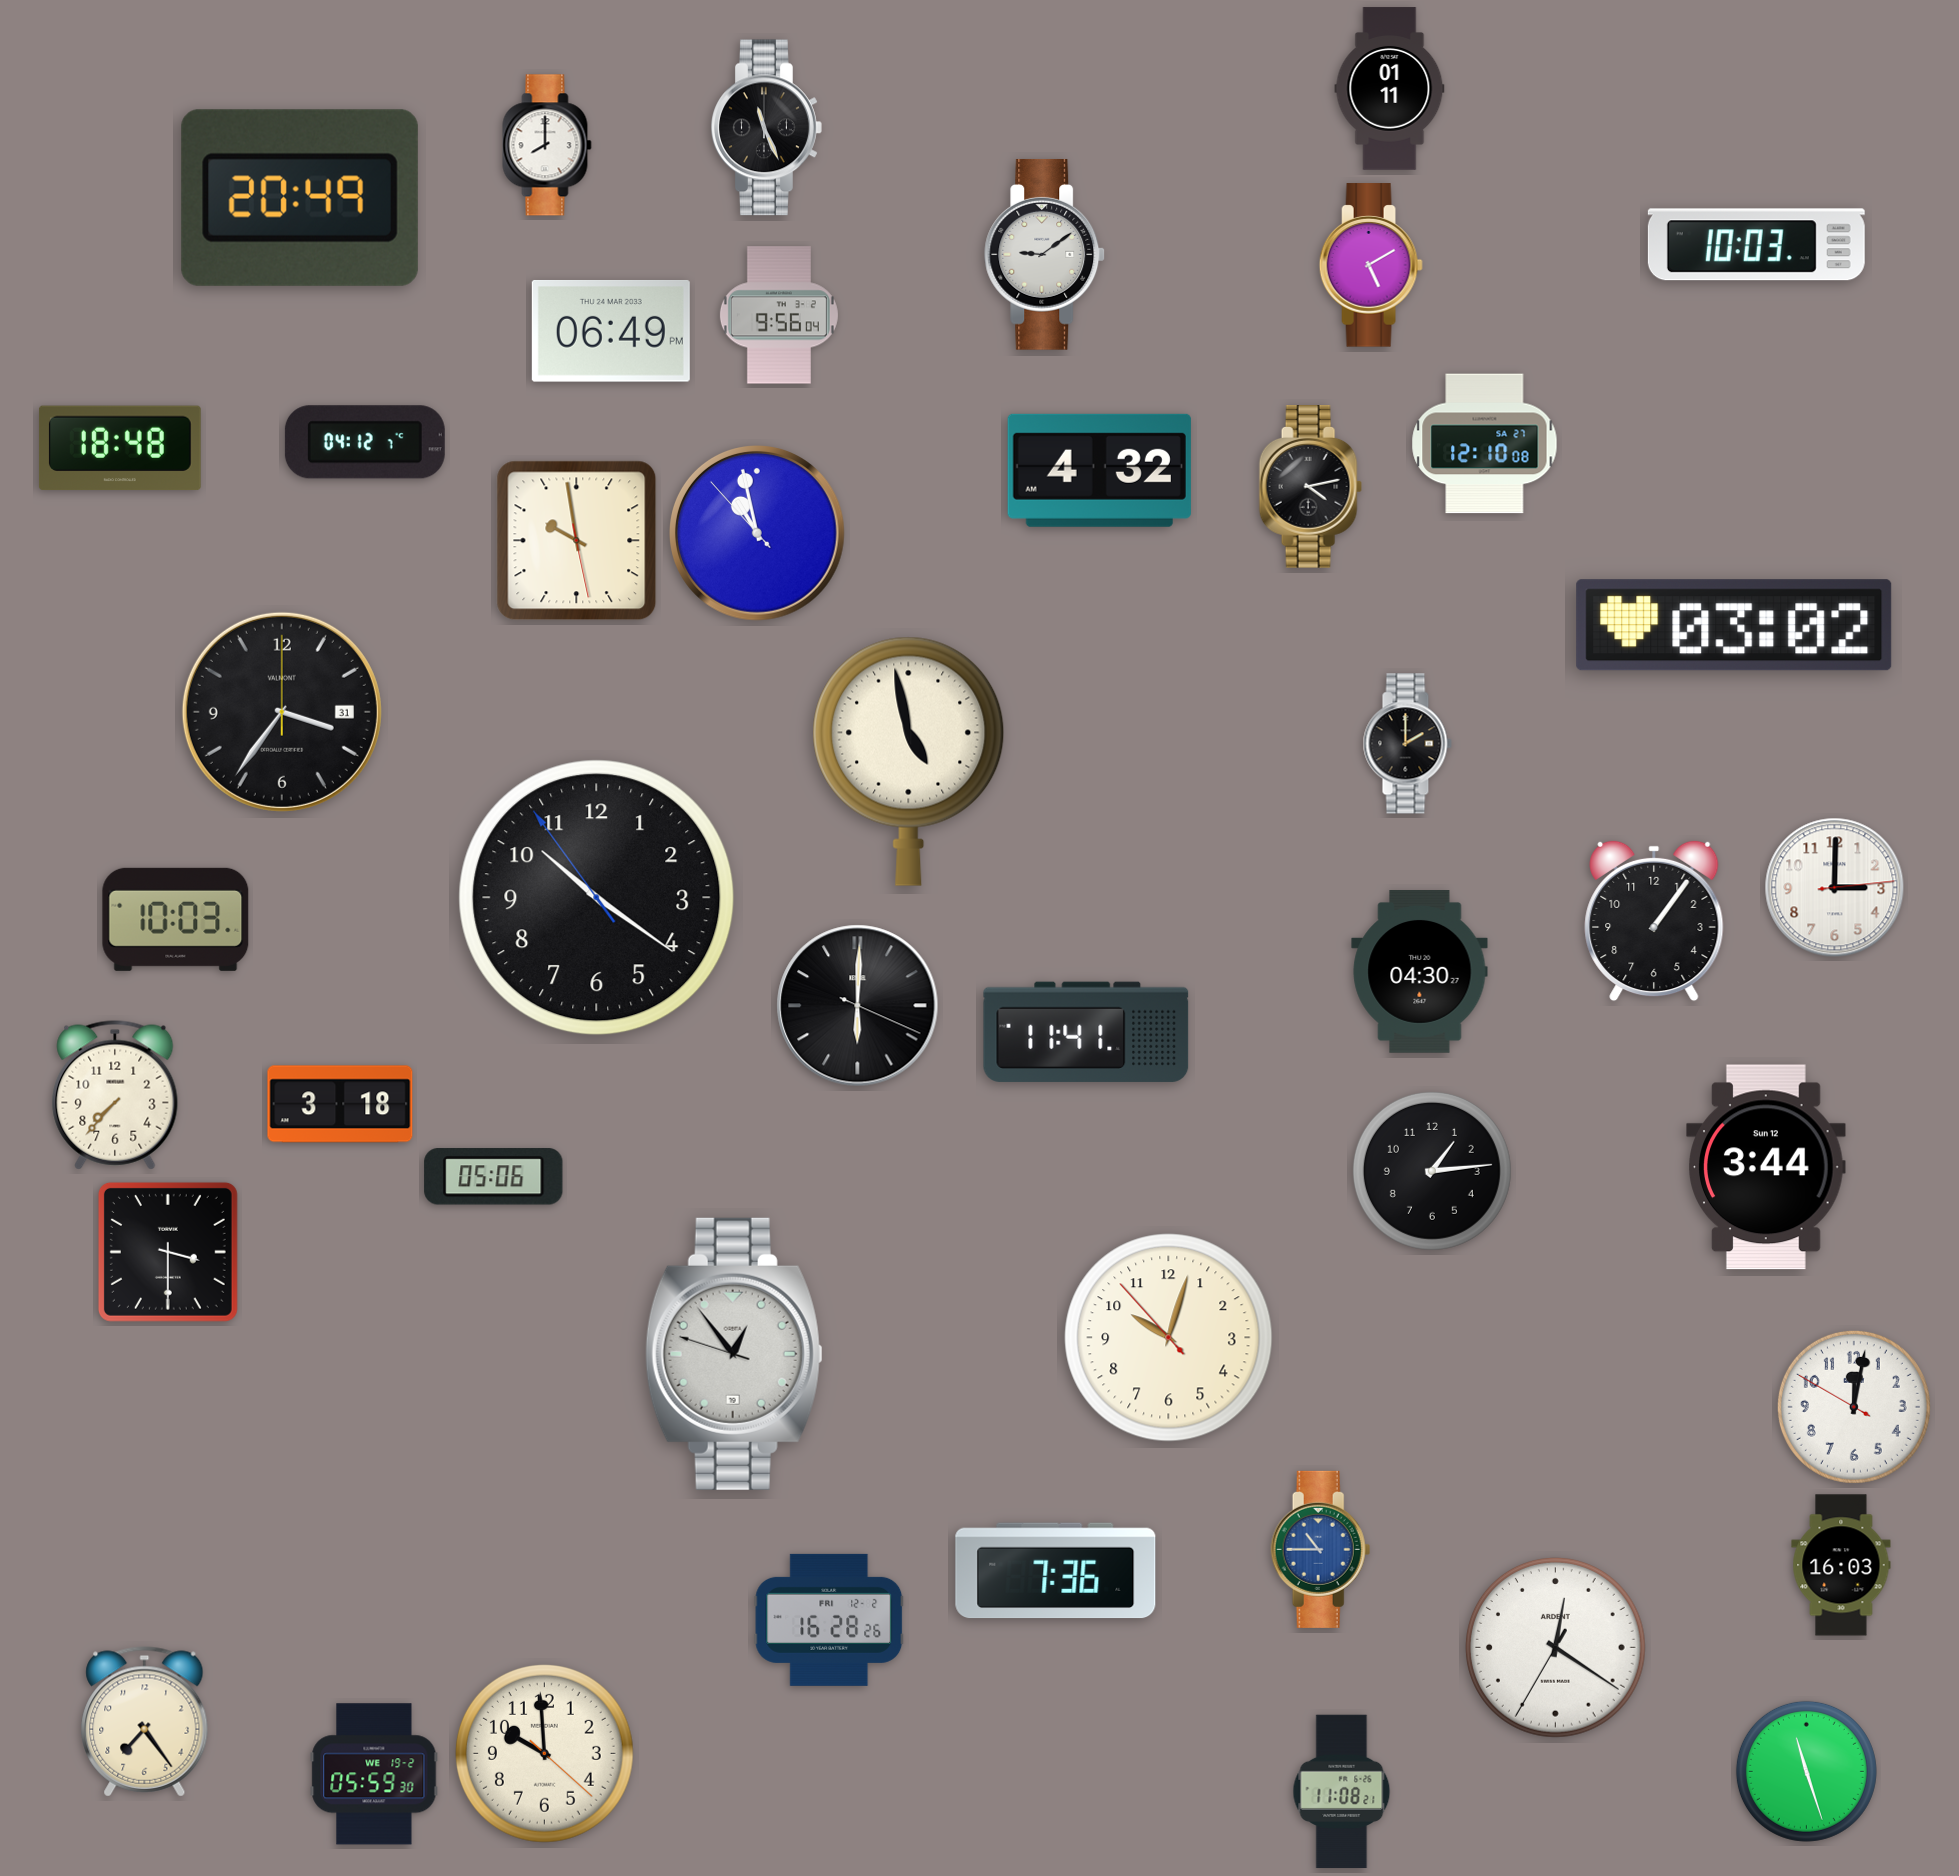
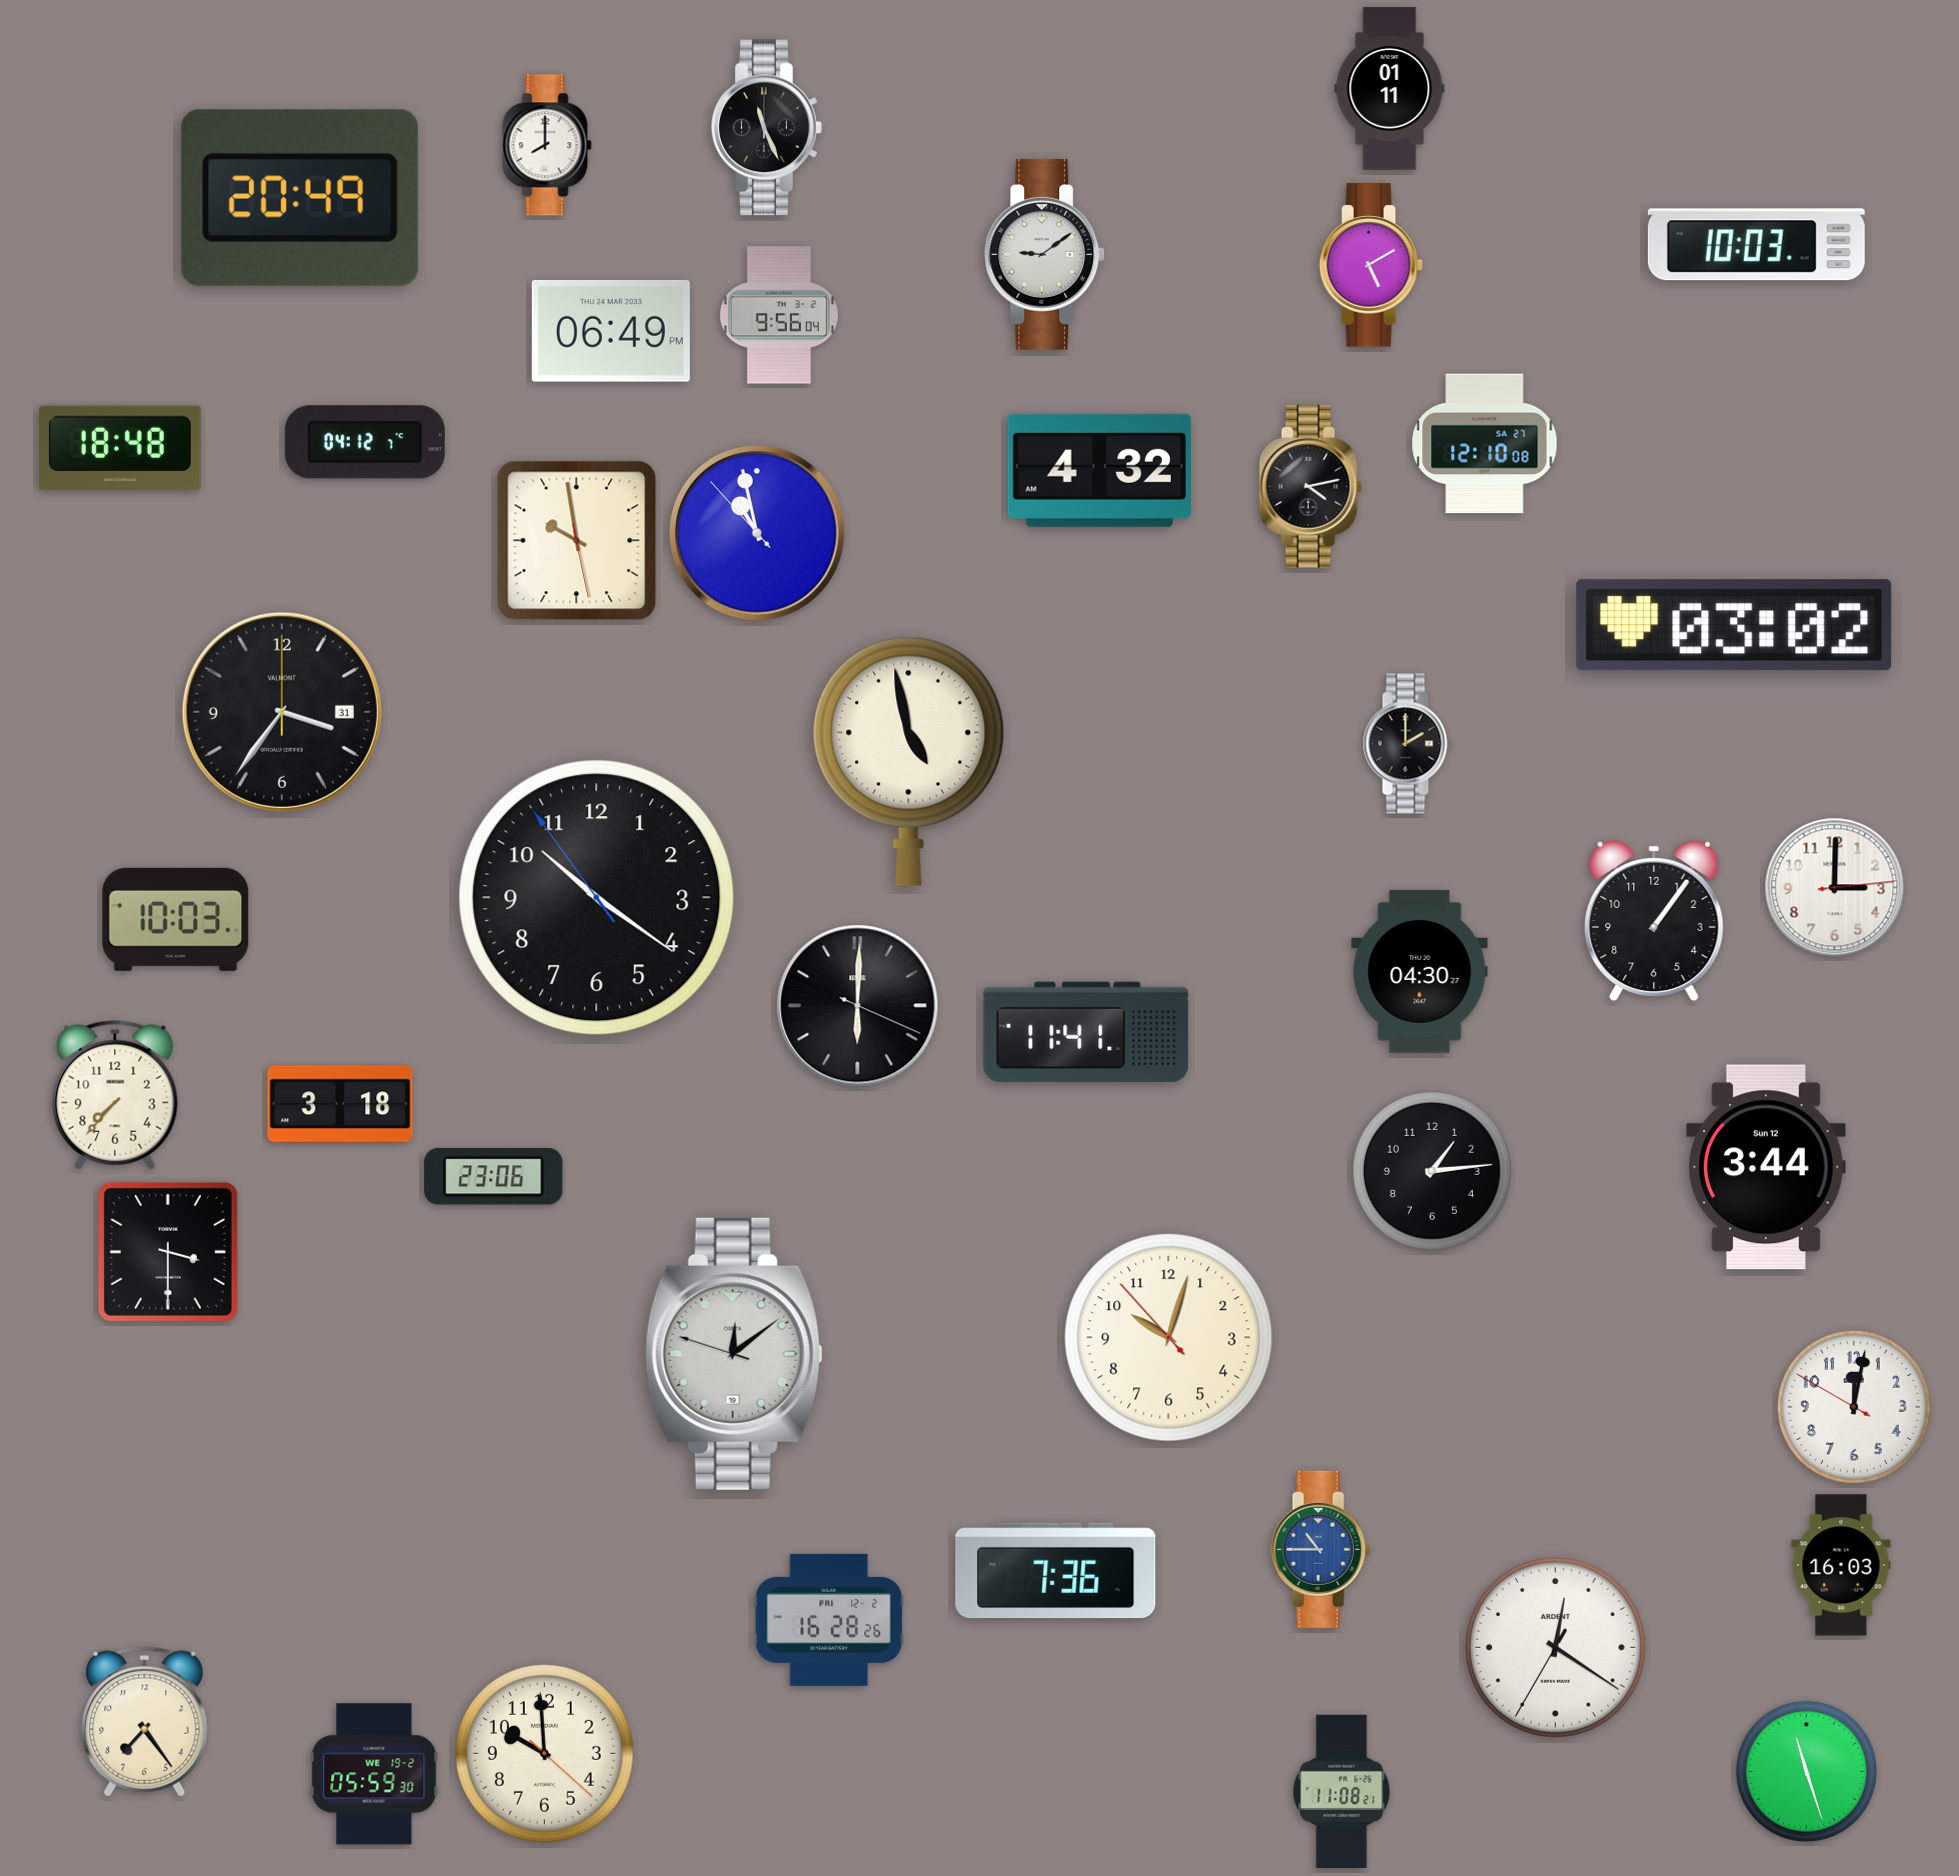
clock at (494, 1177): 05:06 -> 23:06
clock at (734, 1354): 12:53 -> 12:08
